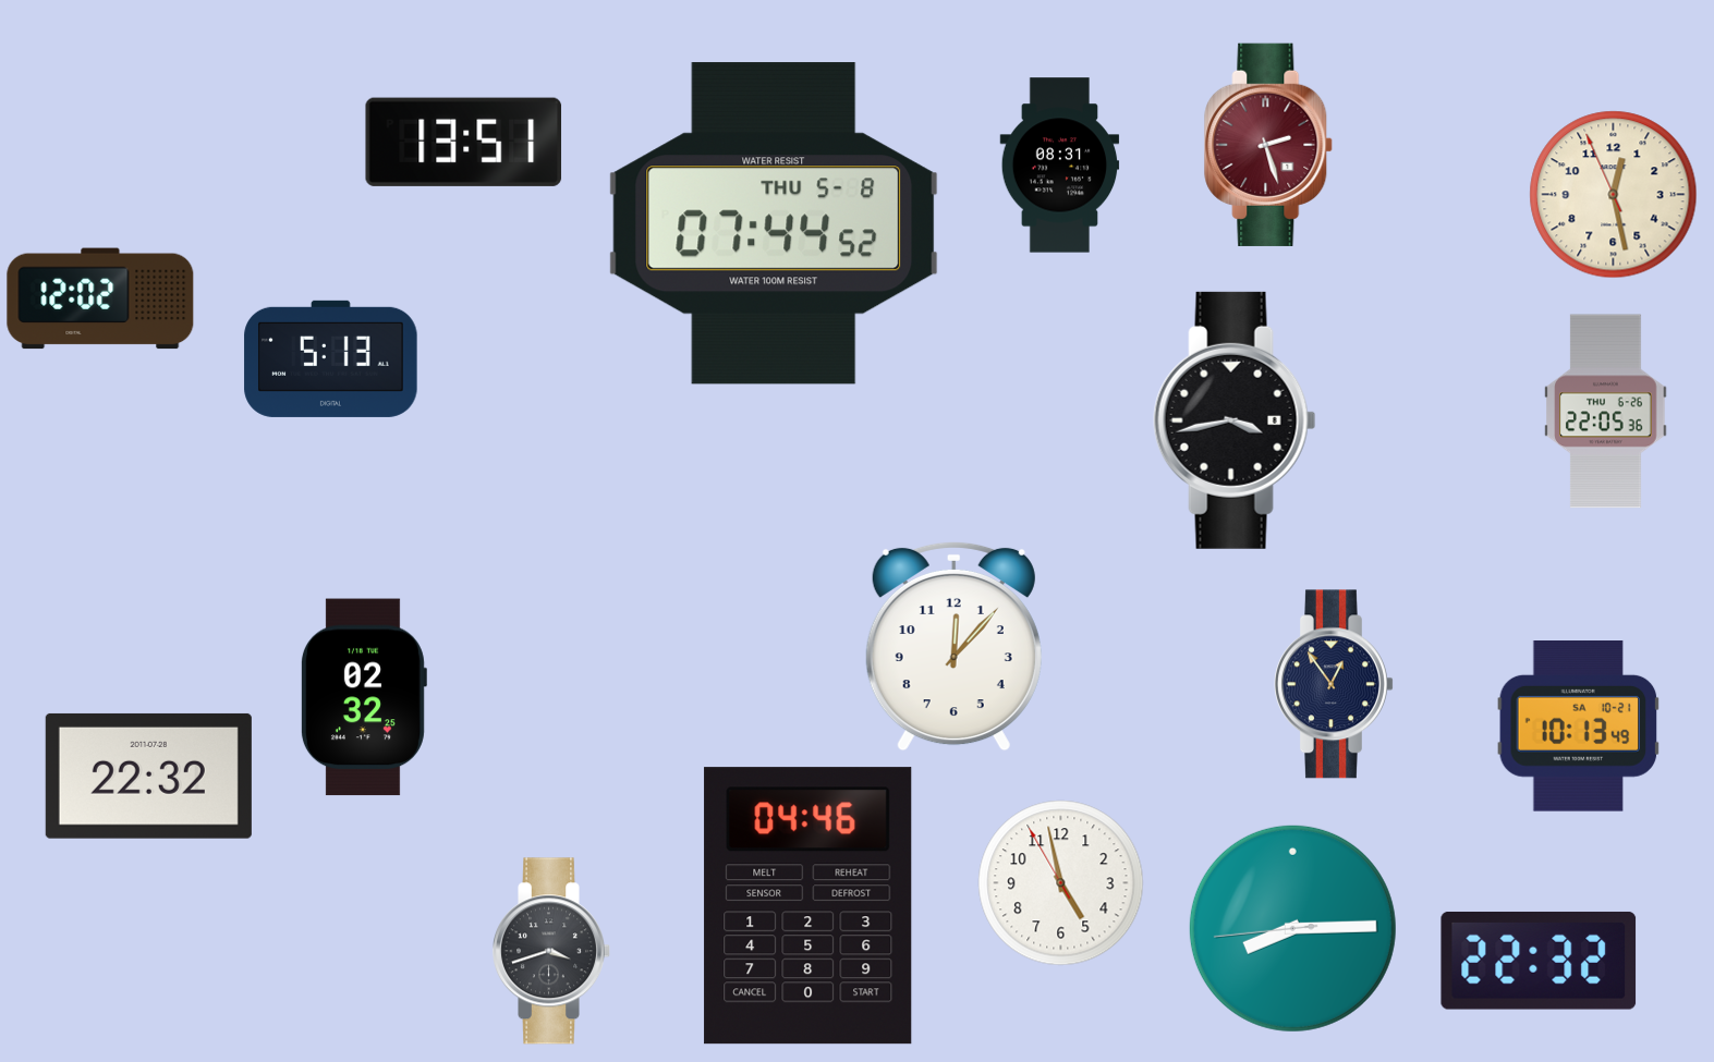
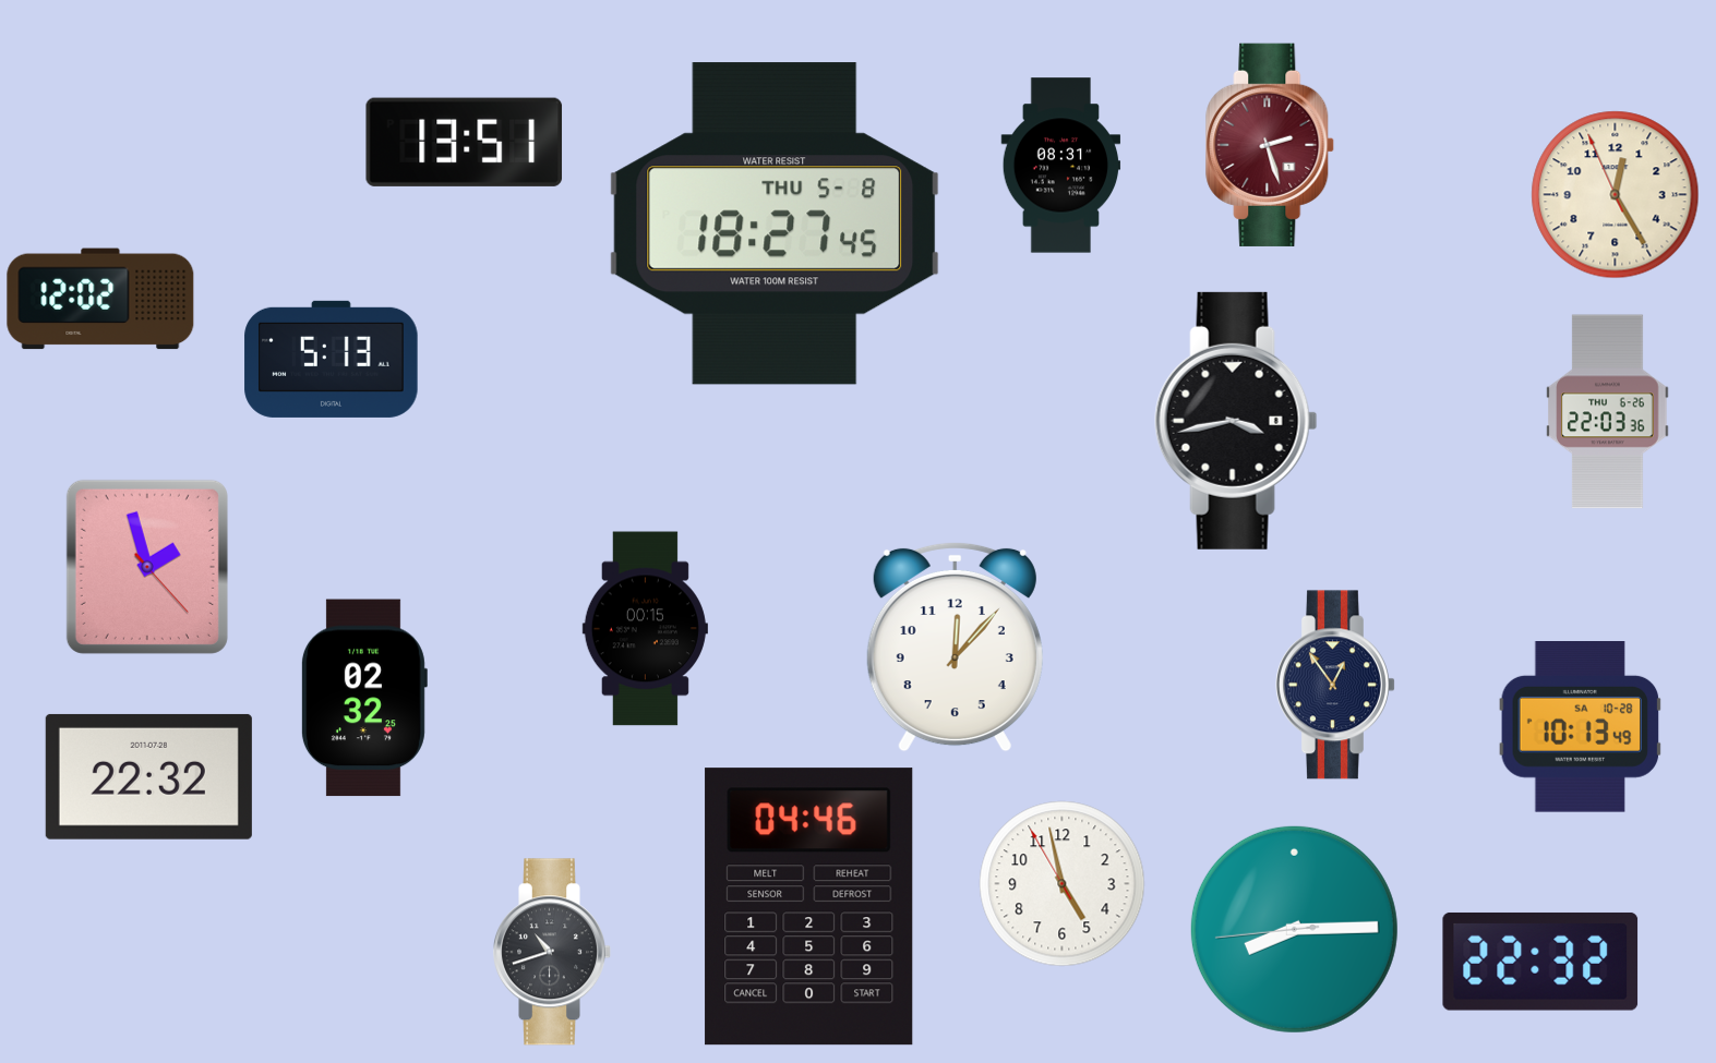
clock at (1614, 195): 12:27 -> 12:24
clock at (774, 223): 07:44 -> 18:27
clock at (1606, 412): 22:05 -> 22:03
clock at (147, 567): none -> 1:57
clock at (645, 629): none -> 00:15
clock at (1579, 727) date: SA 10-21 -> SA 10-28
clock at (552, 951): 3:42 -> 10:42
